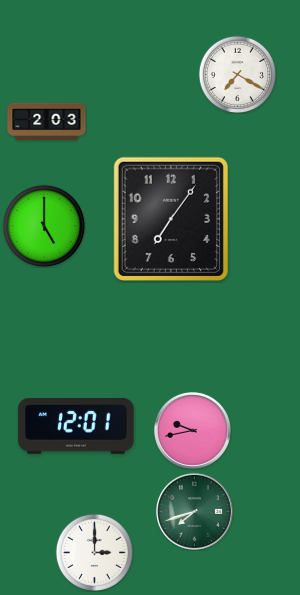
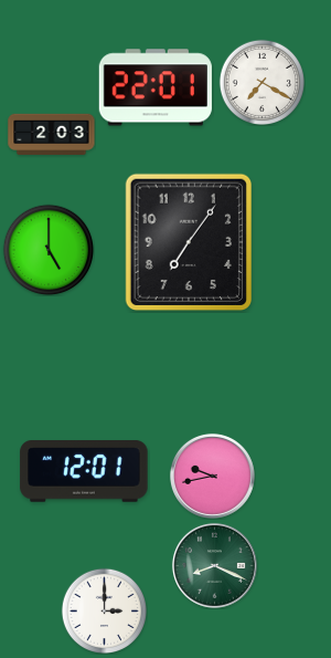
clock at (156, 87): none -> 22:01
clock at (194, 511): 7:42 -> 8:19
